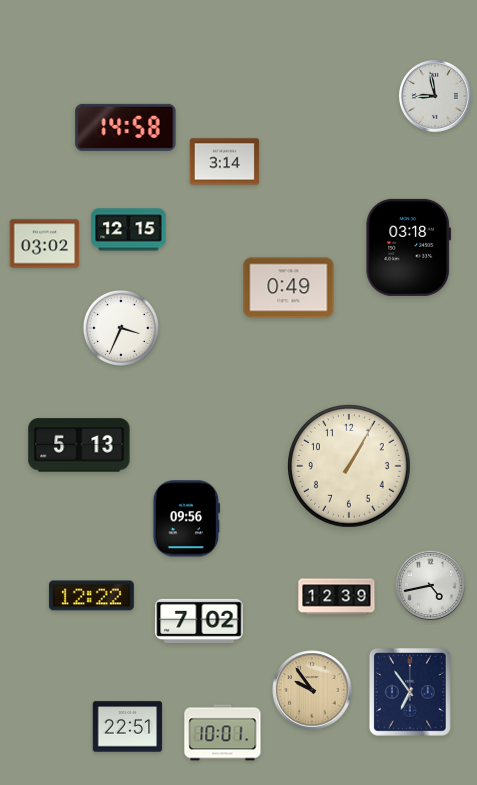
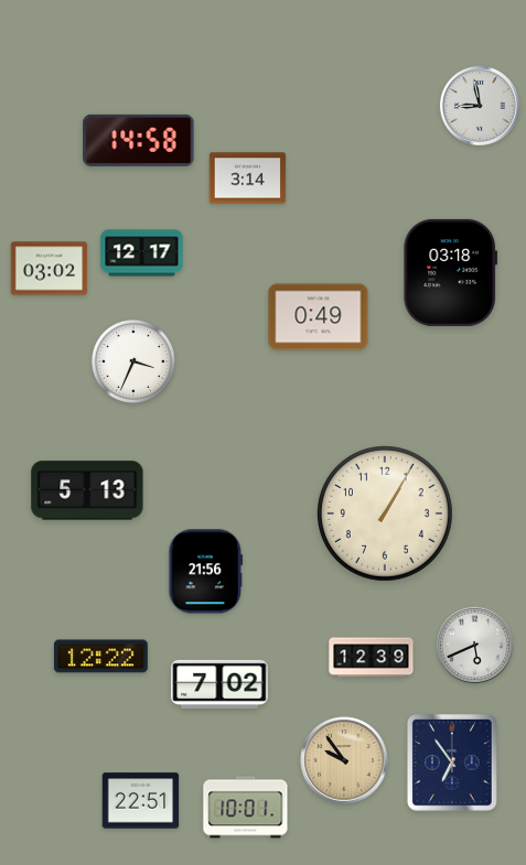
clock at (129, 230): 12:15 -> 12:17
clock at (187, 519): 09:56 -> 21:56
clock at (430, 585): 4:43 -> 5:41
